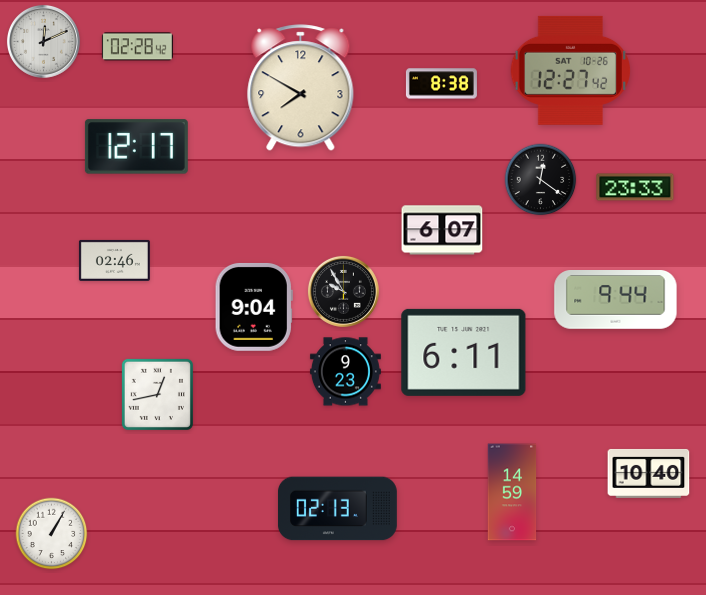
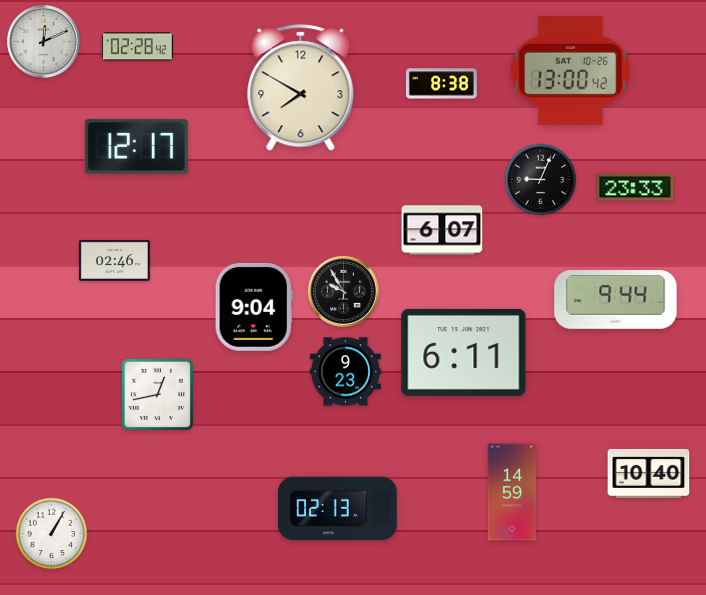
clock at (570, 70): 12:27 -> 13:00
clock at (541, 180): 12:21 -> 9:04
